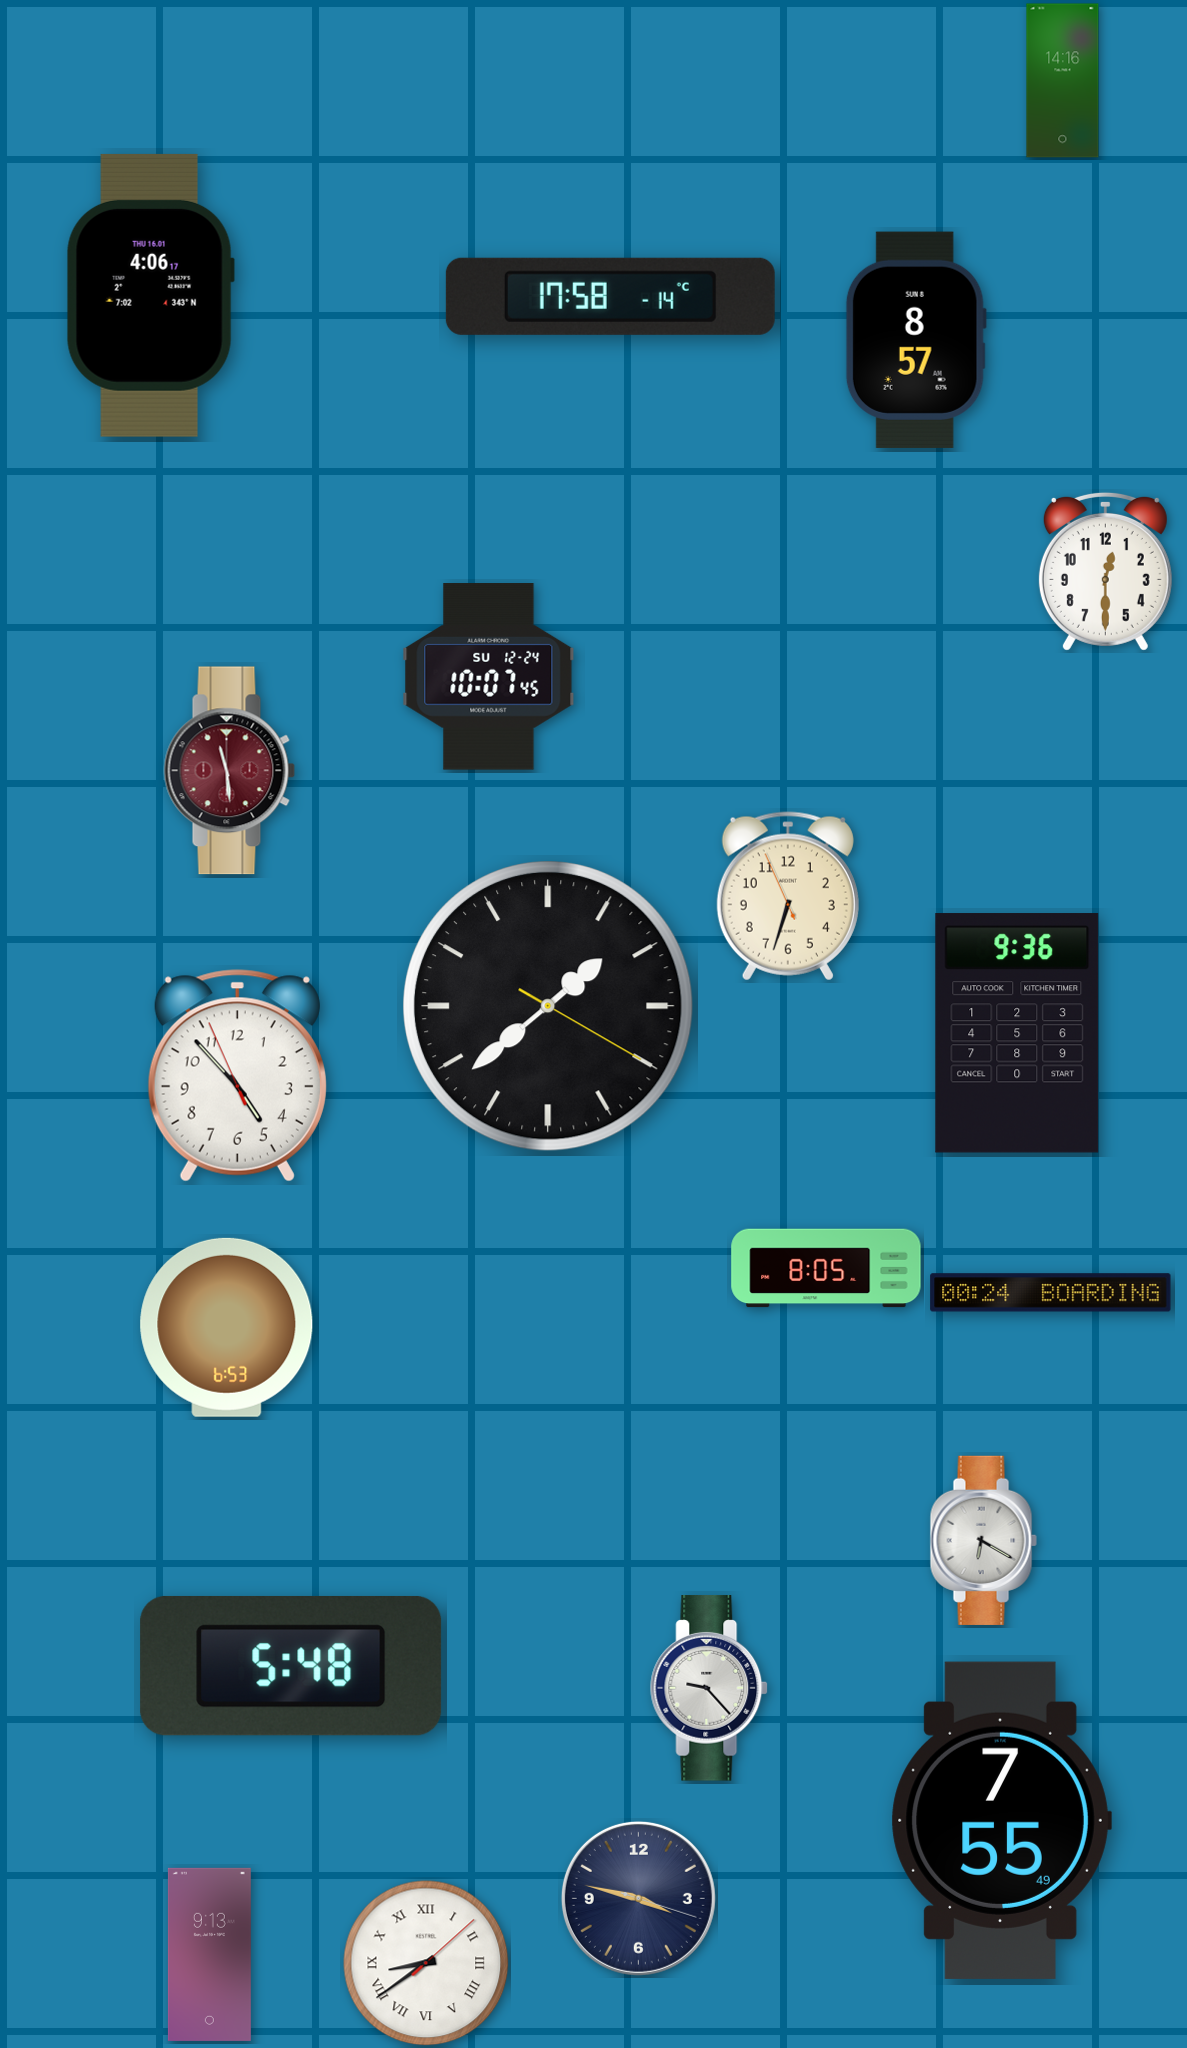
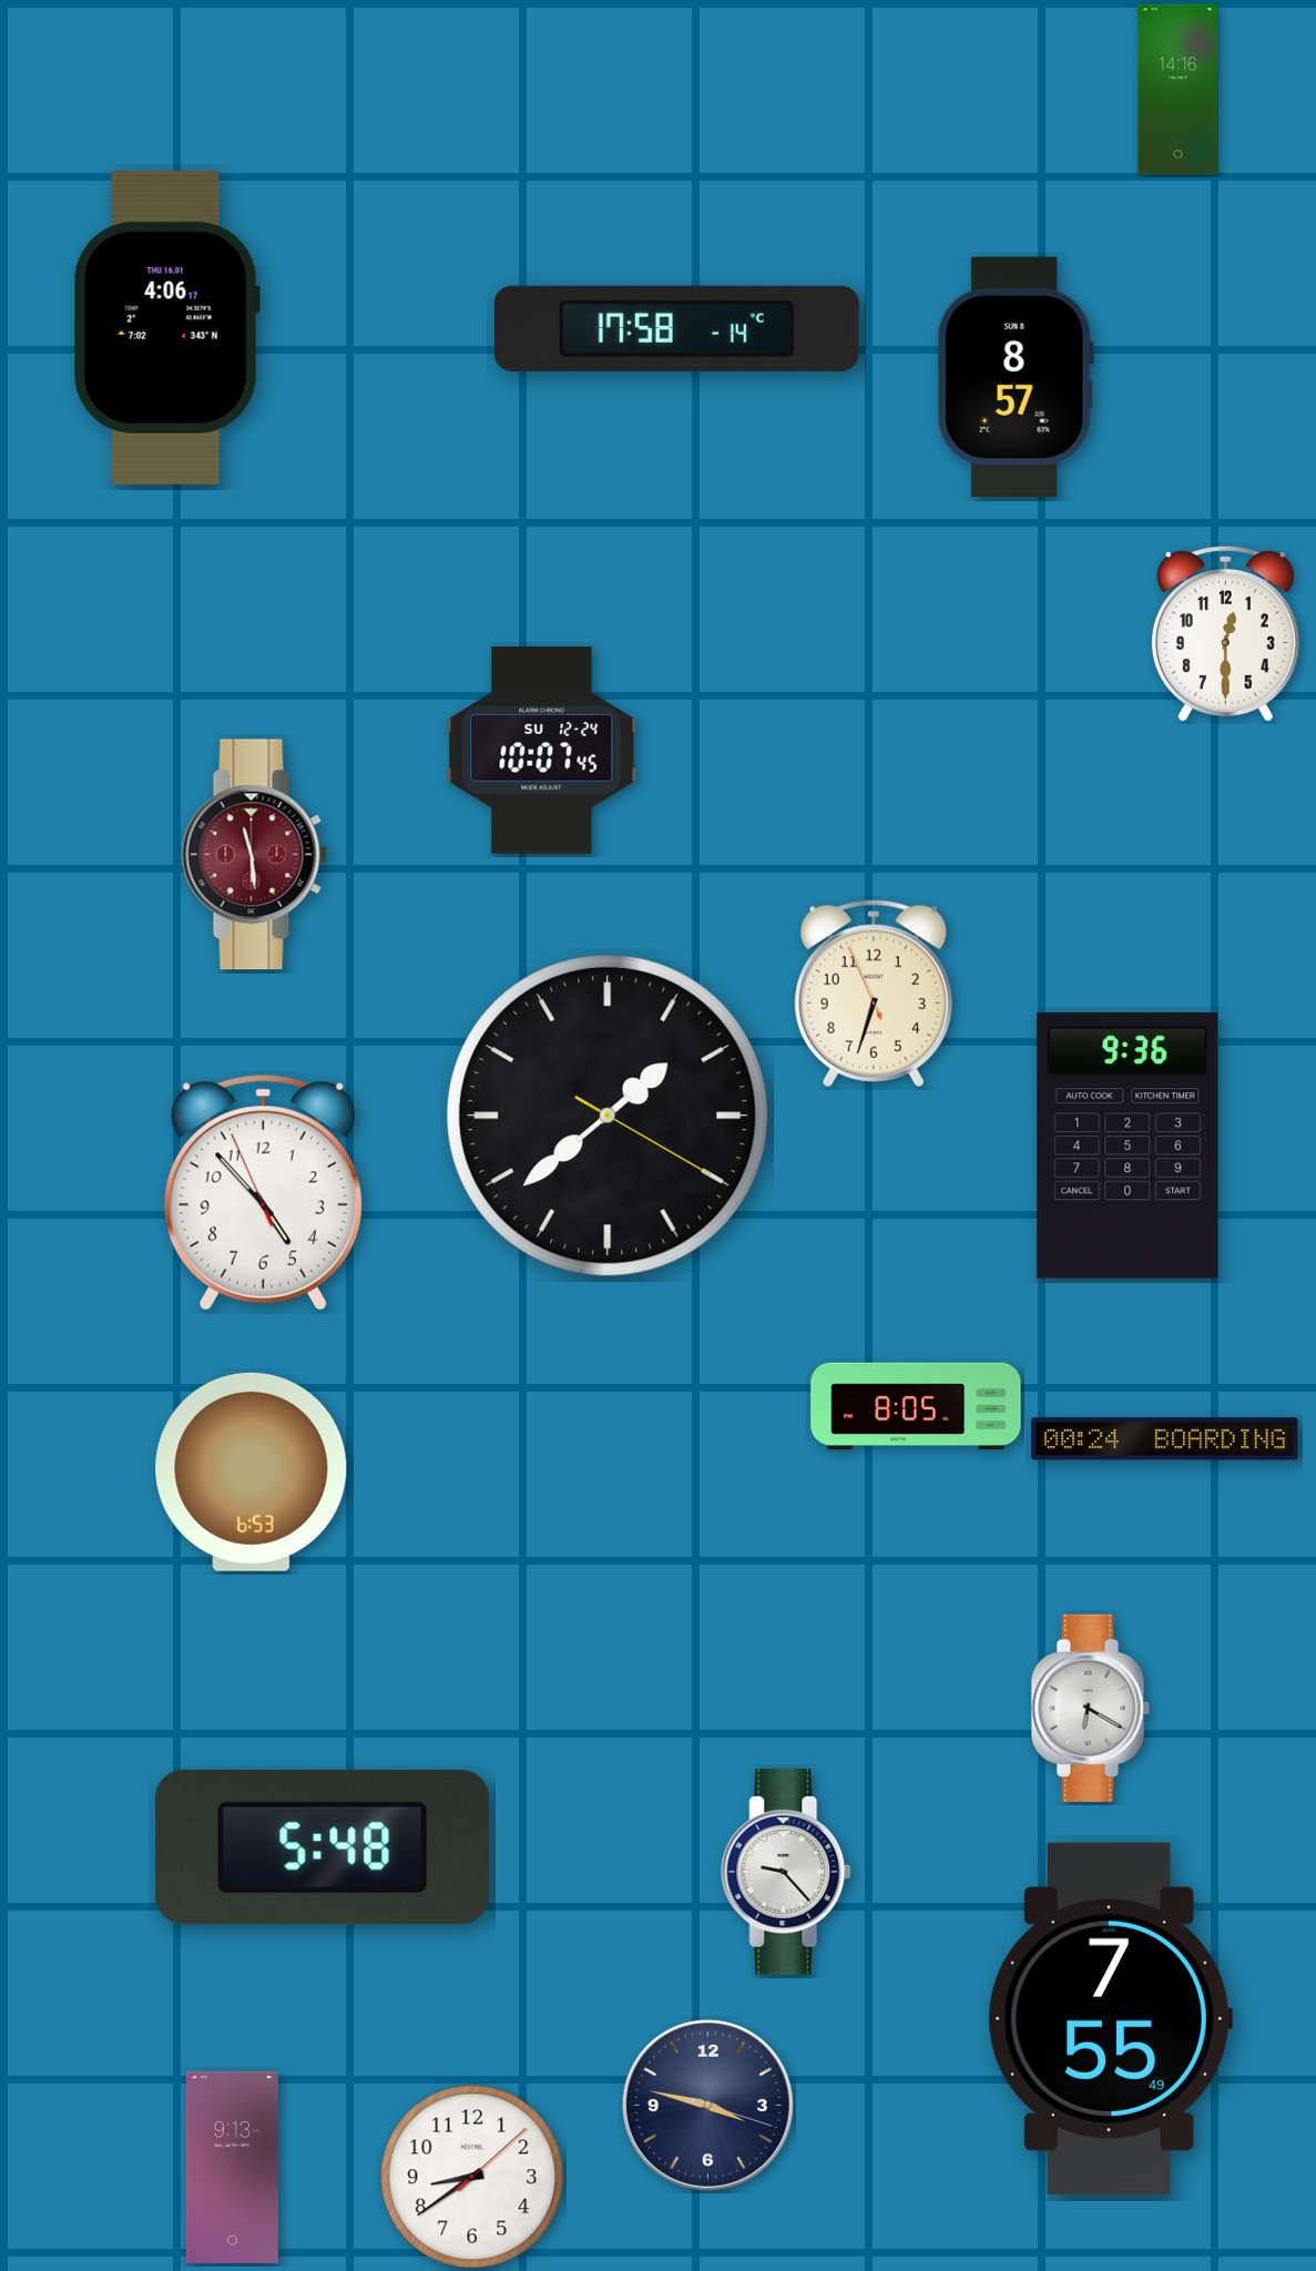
clock at (1051, 1293) position: (1051, 1293) -> (1165, 1439)
clock at (426, 1963) numerals: Roman -> Arabic
